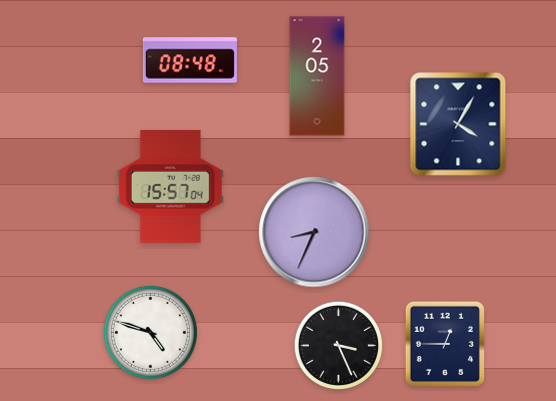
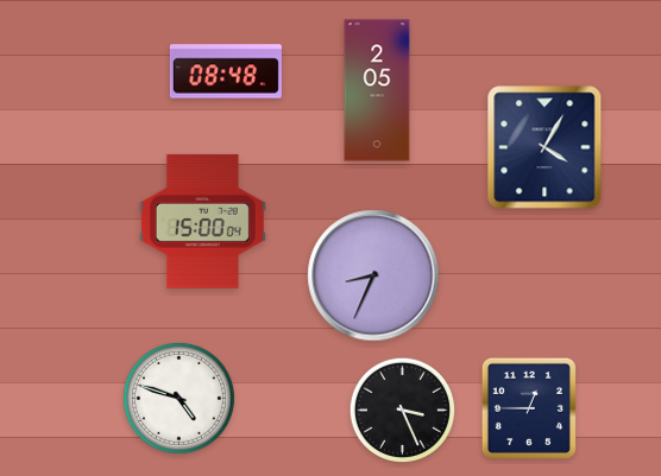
clock at (170, 186): 15:57 -> 15:00
clock at (150, 332) position: (150, 332) -> (178, 398)
